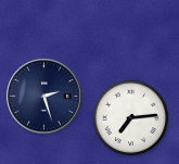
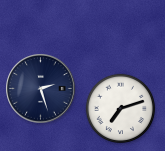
clock at (131, 118): 7:14 -> 7:12
